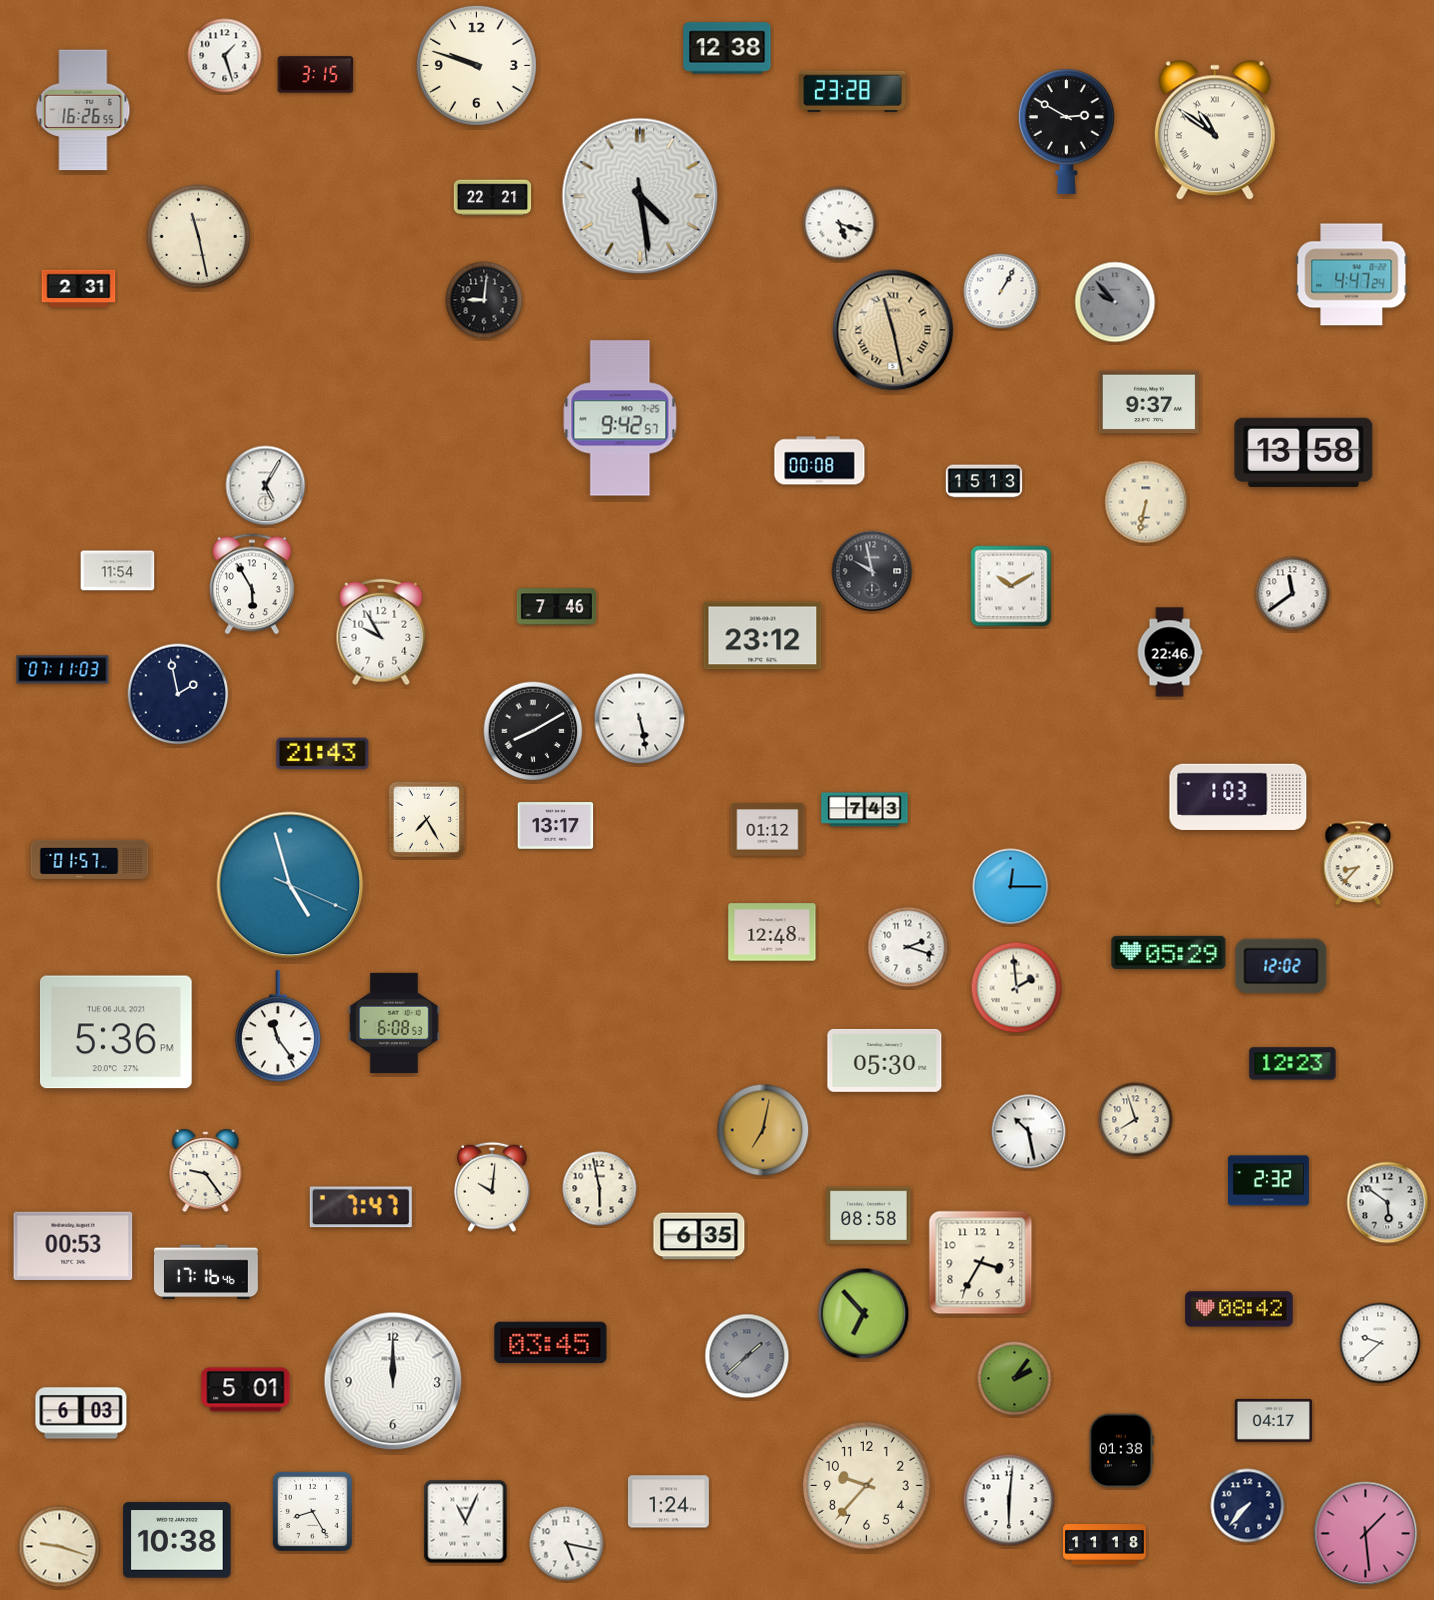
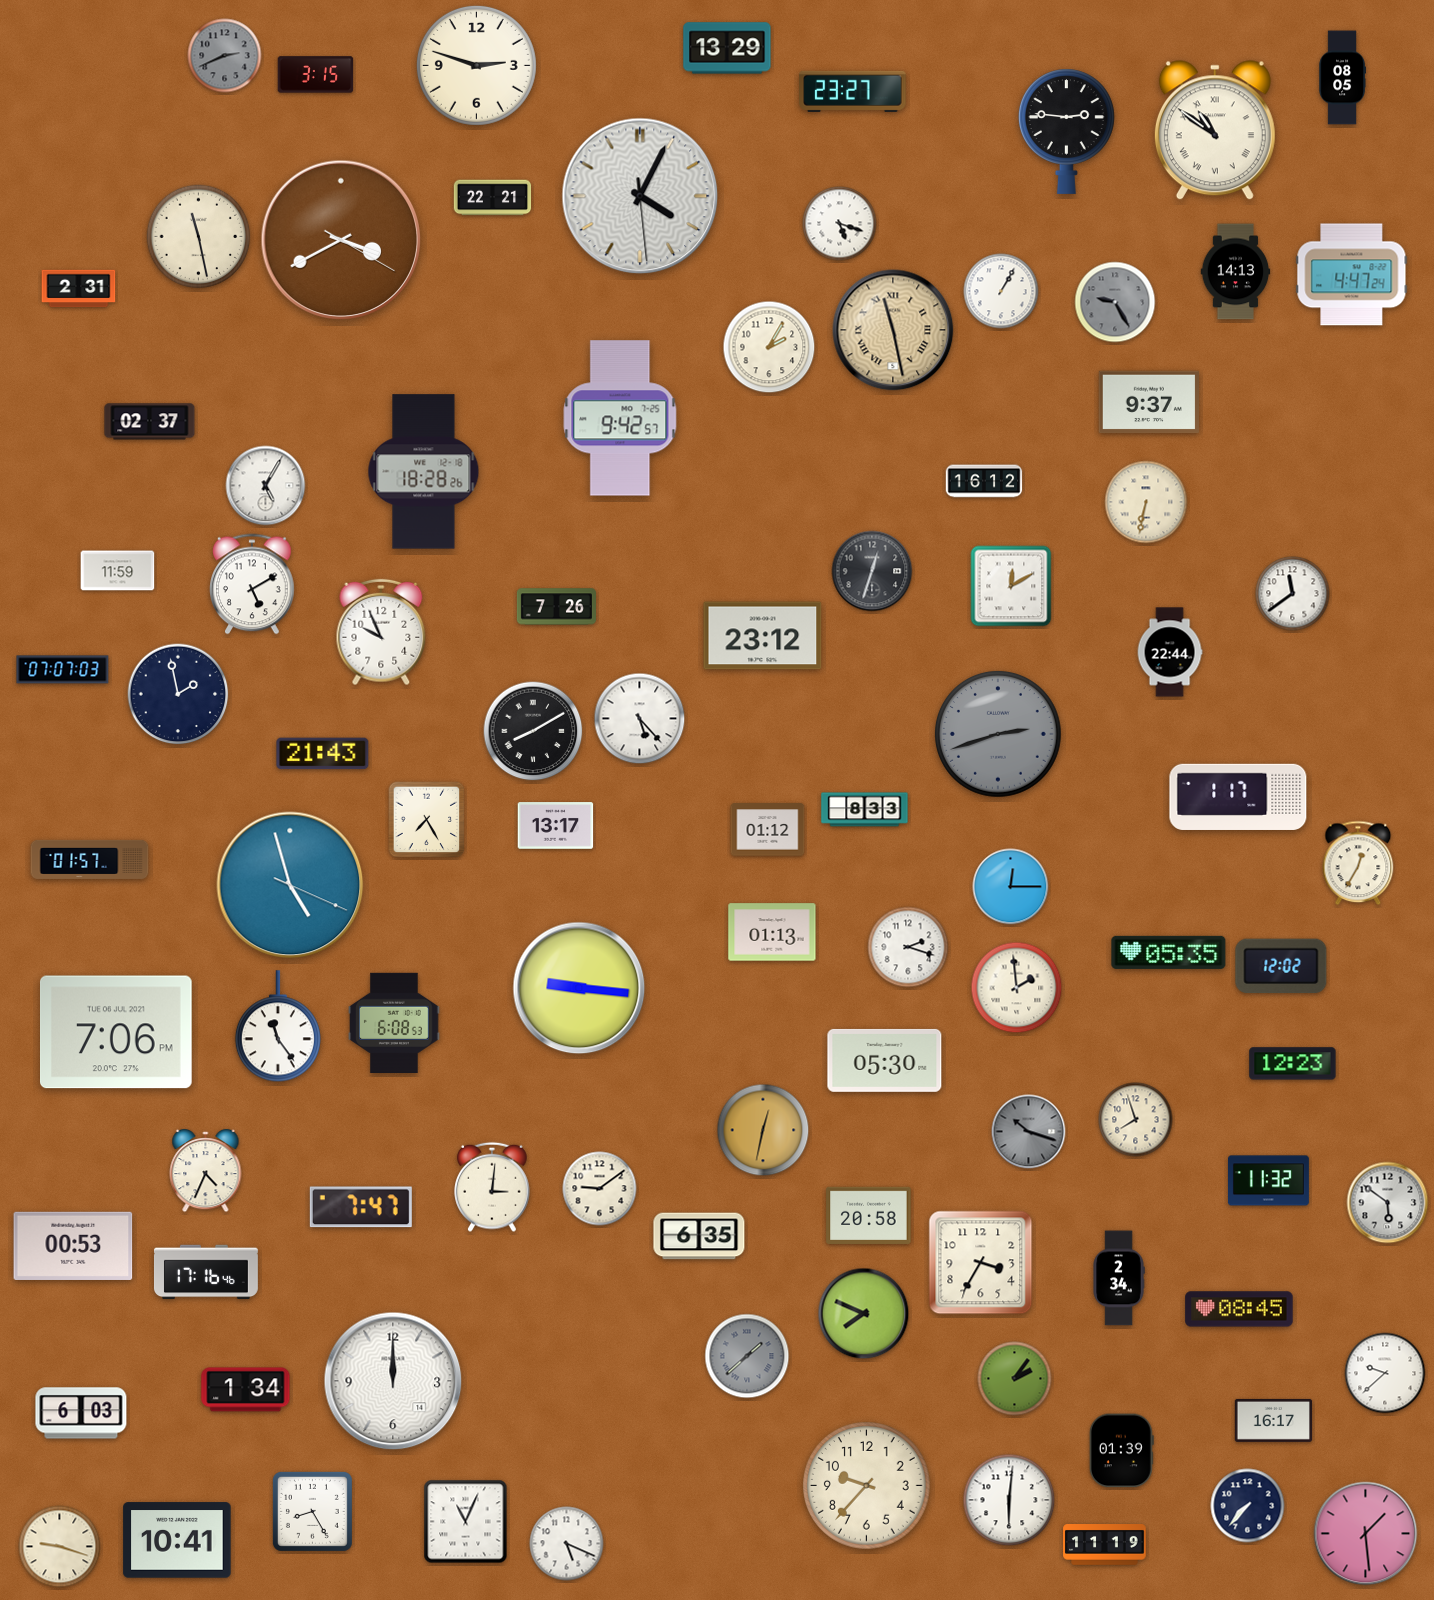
clock at (727, 48): 12:38 -> 13:29
clock at (225, 56): 1:27 -> 2:41
clock at (225, 56) dial: white -> grey
clock at (476, 65): 9:48 -> 2:48
clock at (1342, 78): none -> 08:05
clock at (853, 91): 23:28 -> 23:27
clock at (83, 110): 16:26 -> none
clock at (1066, 131): 2:50 -> 2:46
clock at (640, 196): 4:28 -> 4:04
clock at (341, 240): none -> 3:40
clock at (1236, 272): none -> 14:13
clock at (484, 300): 9:01 -> none
clock at (1115, 302): 9:53 -> 9:25
clock at (769, 347): none -> 2:05
clock at (150, 422): none -> 02:37
clock at (1304, 452): 13:58 -> none
clock at (820, 461): 00:08 -> none
clock at (424, 472): none -> 18:28
clock at (984, 481): 15:13 -> 16:12
clock at (118, 571): 11:54 -> 11:59
clock at (872, 571): 9:58 -> 12:33
clock at (253, 584): 5:55 -> 5:10
clock at (1011, 586): 10:10 -> 12:10
clock at (556, 607): 7:46 -> 7:26
clock at (381, 632): 9:55 -> 9:56
clock at (1170, 652): 22:46 -> 22:44
clock at (63, 670): 07:11 -> 07:07
clock at (640, 719): 5:28 -> 5:23
clock at (998, 734): none -> 2:42
clock at (1238, 797): 1:03 -> 1:17
clock at (865, 810): 7:43 -> 8:33
clock at (1358, 863): 8:37 -> 12:35
clock at (772, 932): 12:48 -> 01:13
clock at (1169, 952): 05:29 -> 05:35
clock at (579, 988): none -> 9:16
clock at (117, 1032): 5:36 -> 7:06
clock at (763, 1130): 7:02 -> 12:32
clock at (1029, 1132): 10:28 -> 10:18
clock at (1029, 1132) dial: white -> grey
clock at (206, 1172): 9:24 -> 4:34
clock at (1268, 1181): 2:32 -> 11:32
clock at (492, 1187): 10:01 -> 3:01
clock at (600, 1189): 5:58 -> 9:09
clock at (869, 1215): 08:58 -> 20:58
clock at (1119, 1278): none -> 2:34
clock at (1239, 1309): 08:42 -> 08:45
clock at (864, 1314): 6:53 -> 7:49
clock at (551, 1343): 03:45 -> none
clock at (1380, 1343) position: (1380, 1343) -> (1385, 1373)
clock at (246, 1390): 5:01 -> 1:34
clock at (1274, 1420): 04:17 -> 16:17
clock at (1121, 1451): 01:38 -> 01:39
clock at (668, 1502): 1:24 -> none
clock at (177, 1540): 10:38 -> 10:41
clock at (567, 1544): 5:17 -> 5:19
clock at (1105, 1545): 11:18 -> 11:19
